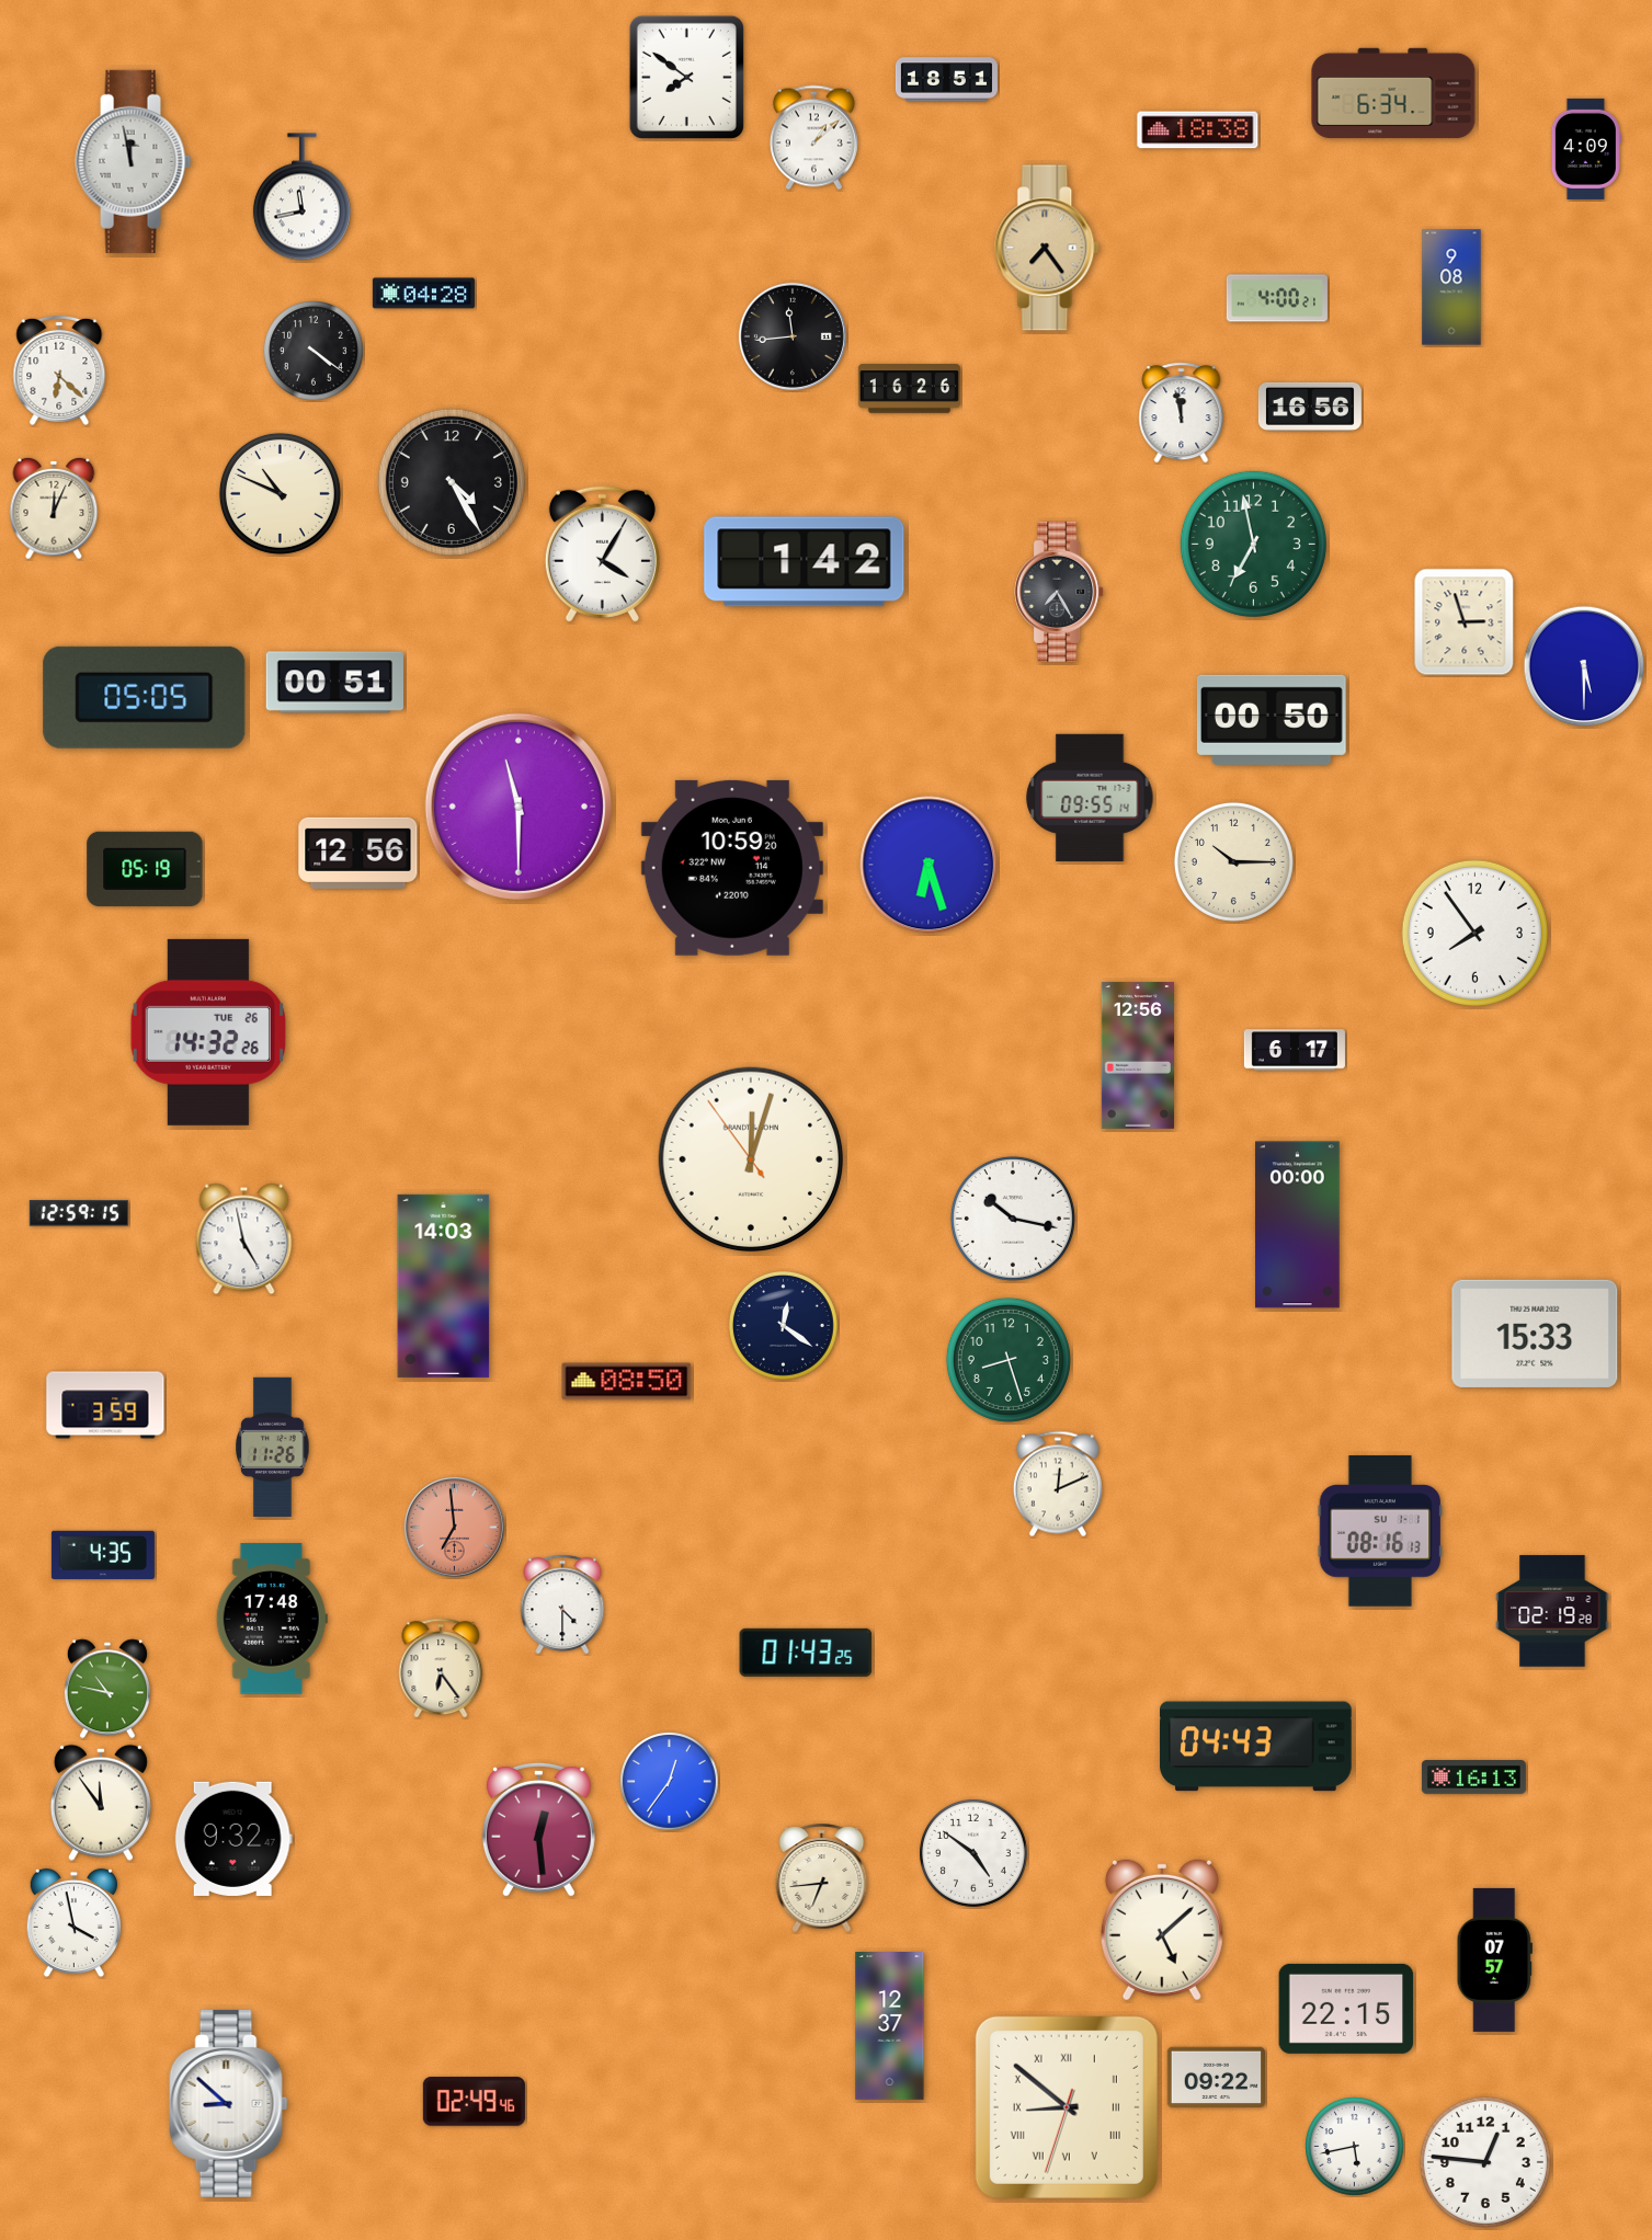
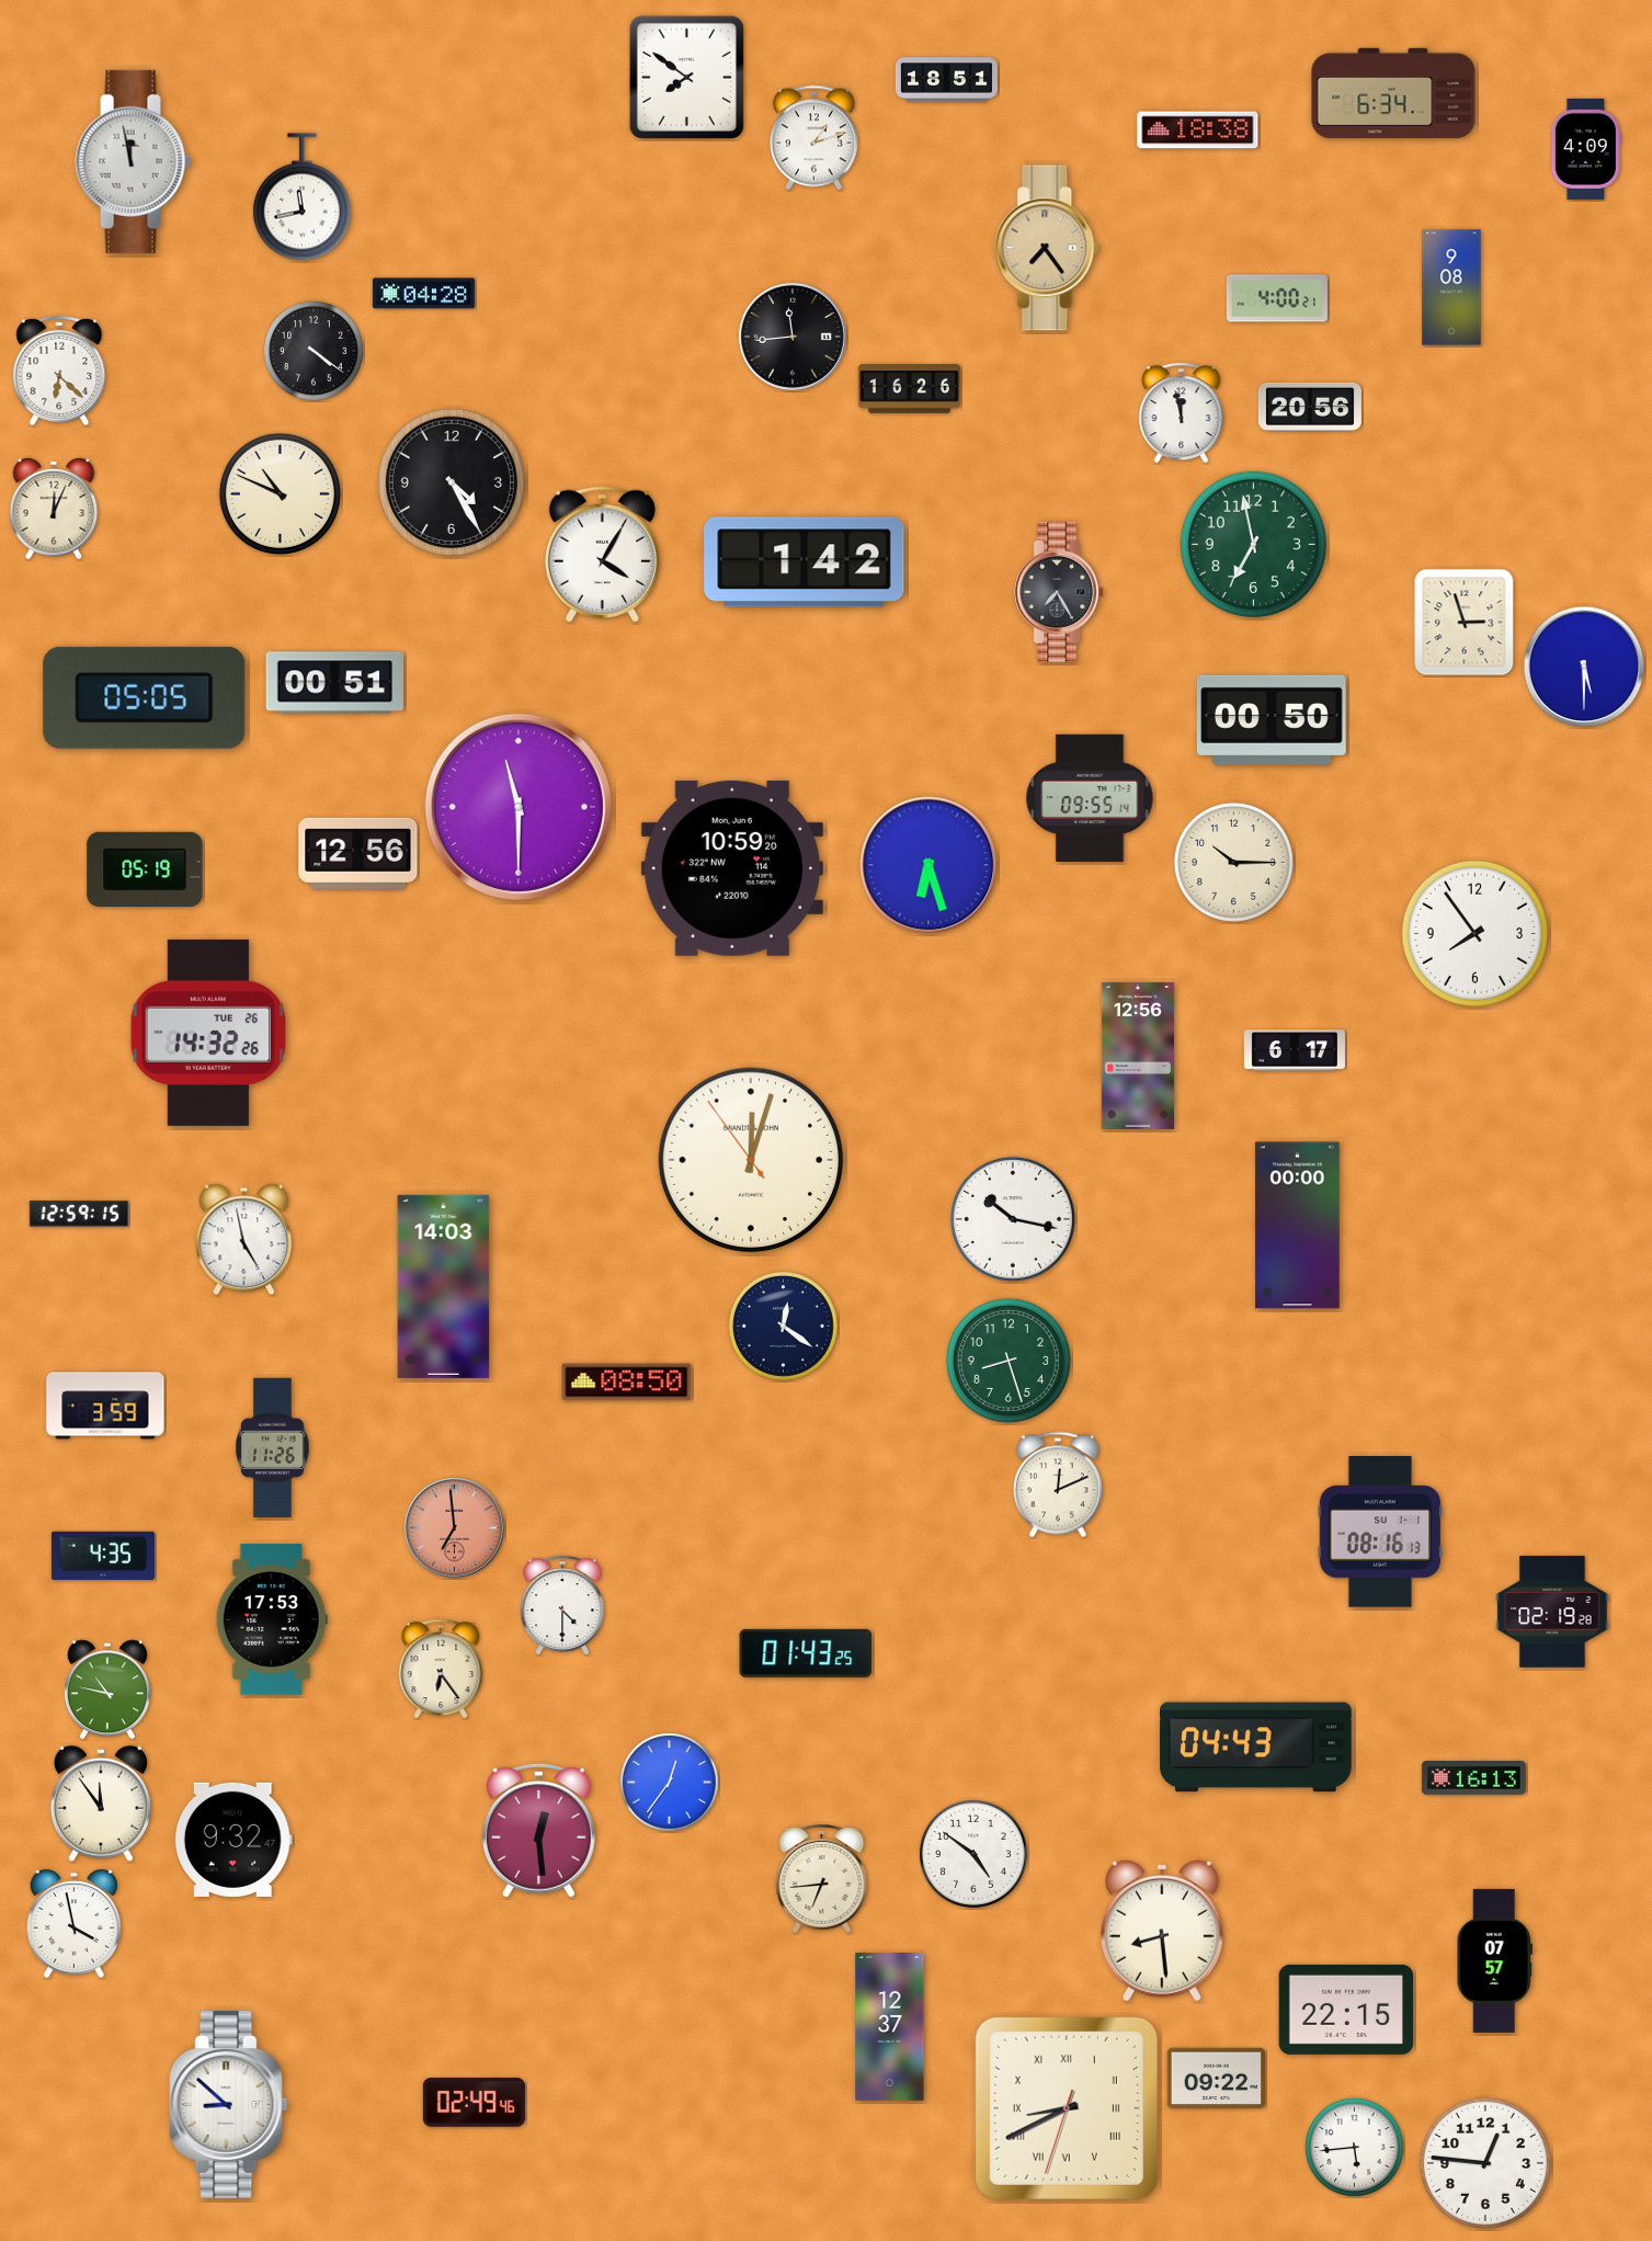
clock at (813, 138): 1:08 -> 1:12
clock at (1310, 407): 16:56 -> 20:56
clock at (1535, 1334): 15:33 -> none
clock at (272, 1619): 17:48 -> 17:53
clock at (1162, 1930): 5:08 -> 8:29
clock at (1067, 2107): 8:51 -> 8:40
clock at (1355, 2147): 5:43 -> 5:44
